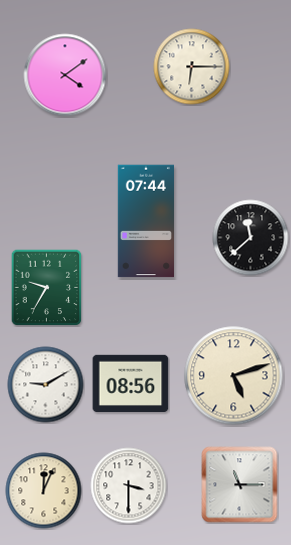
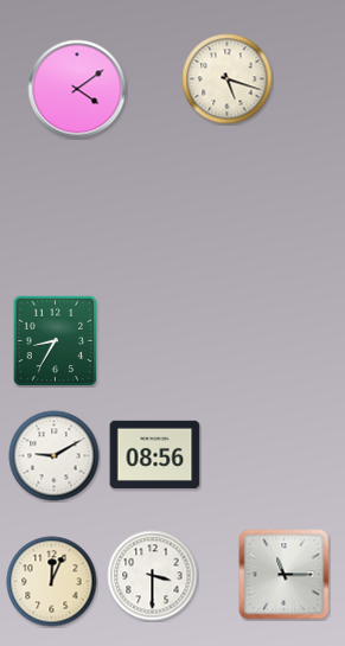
clock at (192, 67): 6:15 -> 5:18
clock at (145, 221): 07:44 -> none
clock at (251, 238): 11:38 -> none
clock at (47, 287): 9:35 -> 8:35
clock at (234, 376): 5:12 -> none
